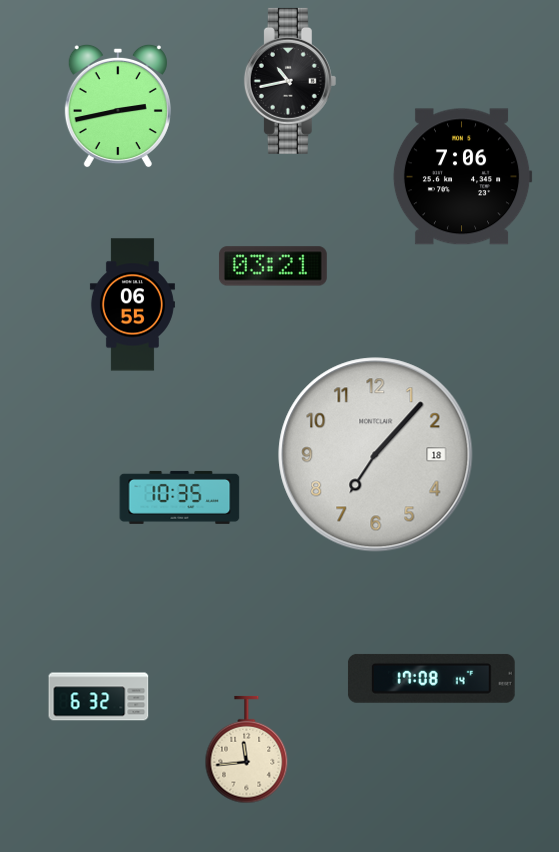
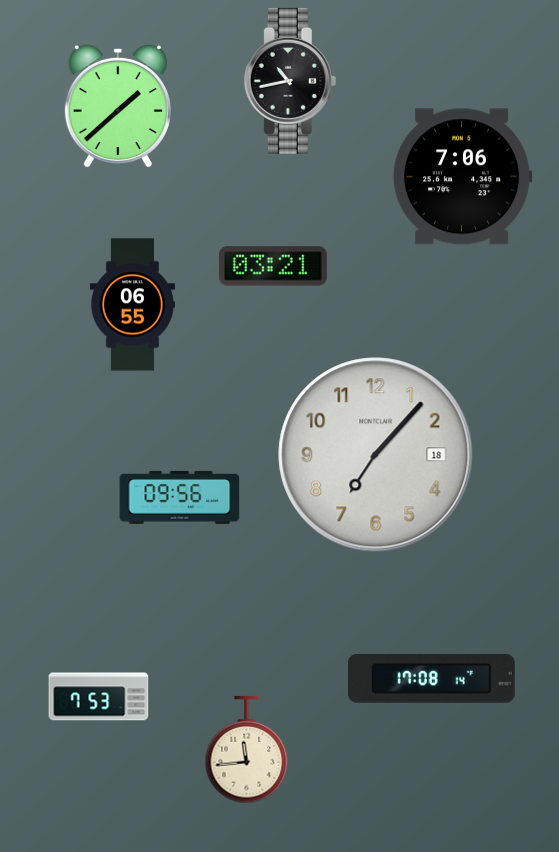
clock at (118, 106): 2:43 -> 1:38
clock at (180, 497): 10:35 -> 09:56
clock at (99, 697): 6:32 -> 7:53
